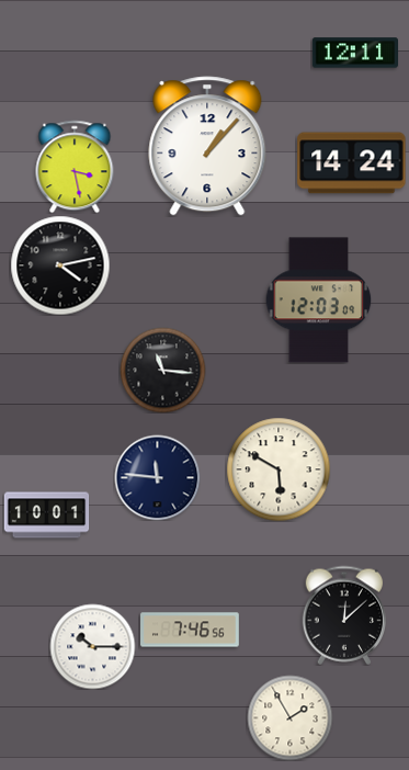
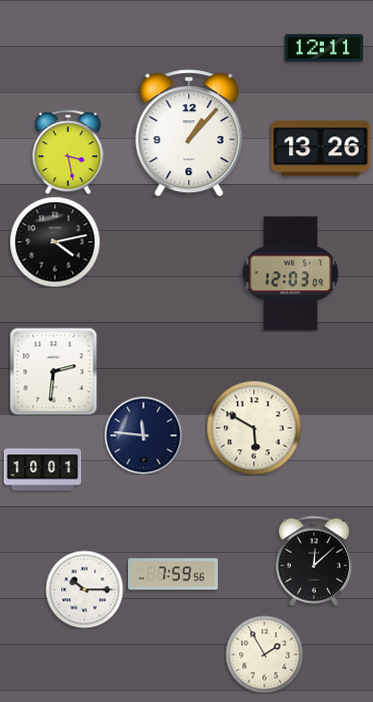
clock at (352, 163): 14:24 -> 13:26
clock at (162, 370): 11:16 -> none
clock at (53, 371): none -> 2:31
clock at (190, 630): 7:46 -> 7:59
